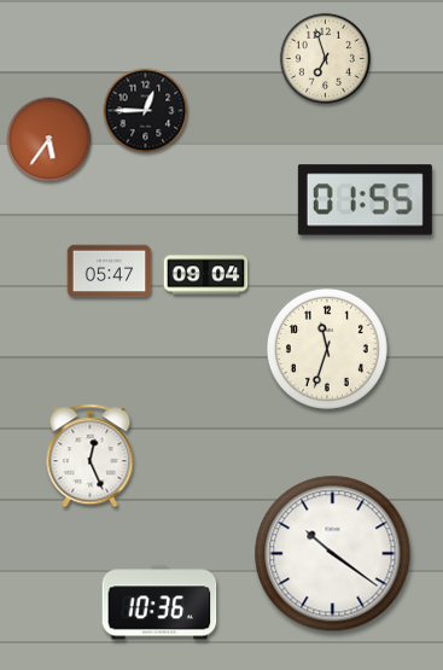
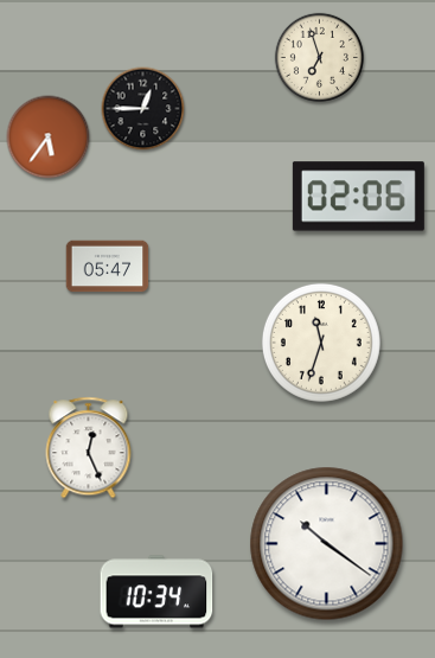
clock at (365, 200): 01:55 -> 02:06
clock at (206, 275): 09:04 -> none
clock at (159, 602): 10:36 -> 10:34
